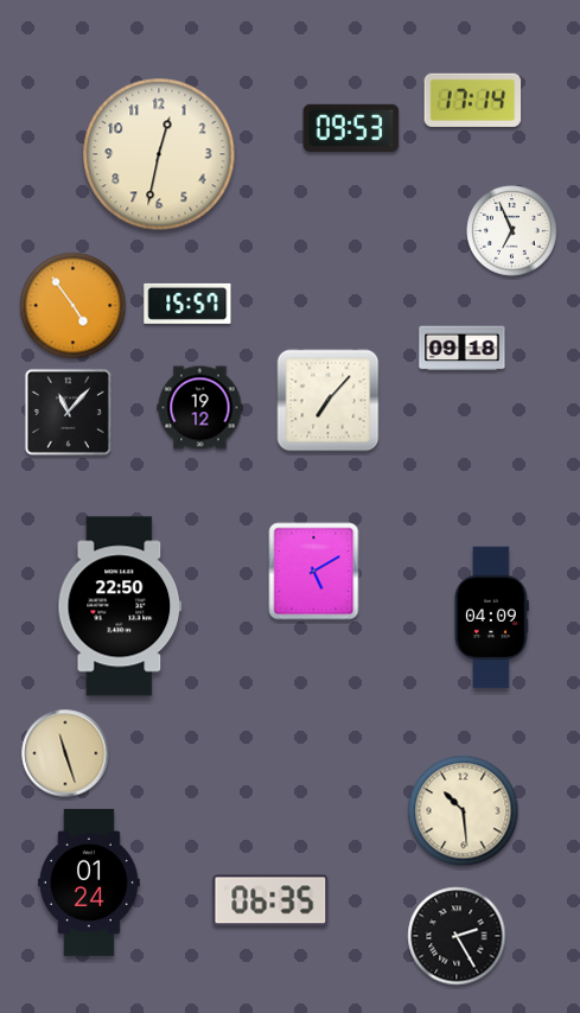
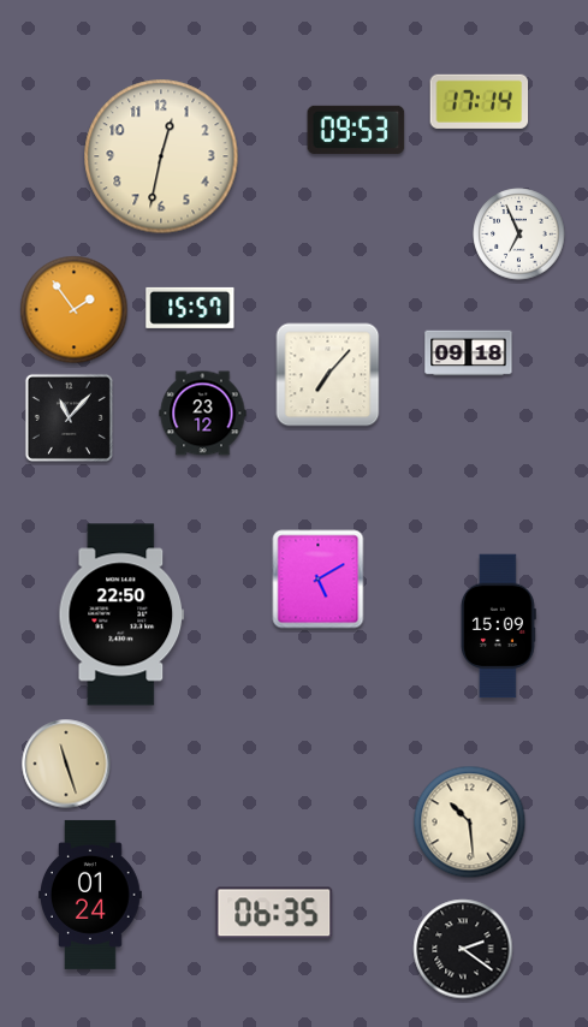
clock at (74, 306): 4:54 -> 1:54
clock at (329, 401) position: (329, 401) -> (328, 375)
clock at (200, 408): 19:12 -> 23:12
clock at (491, 618): 04:09 -> 15:09
clock at (457, 936): 2:25 -> 2:21
